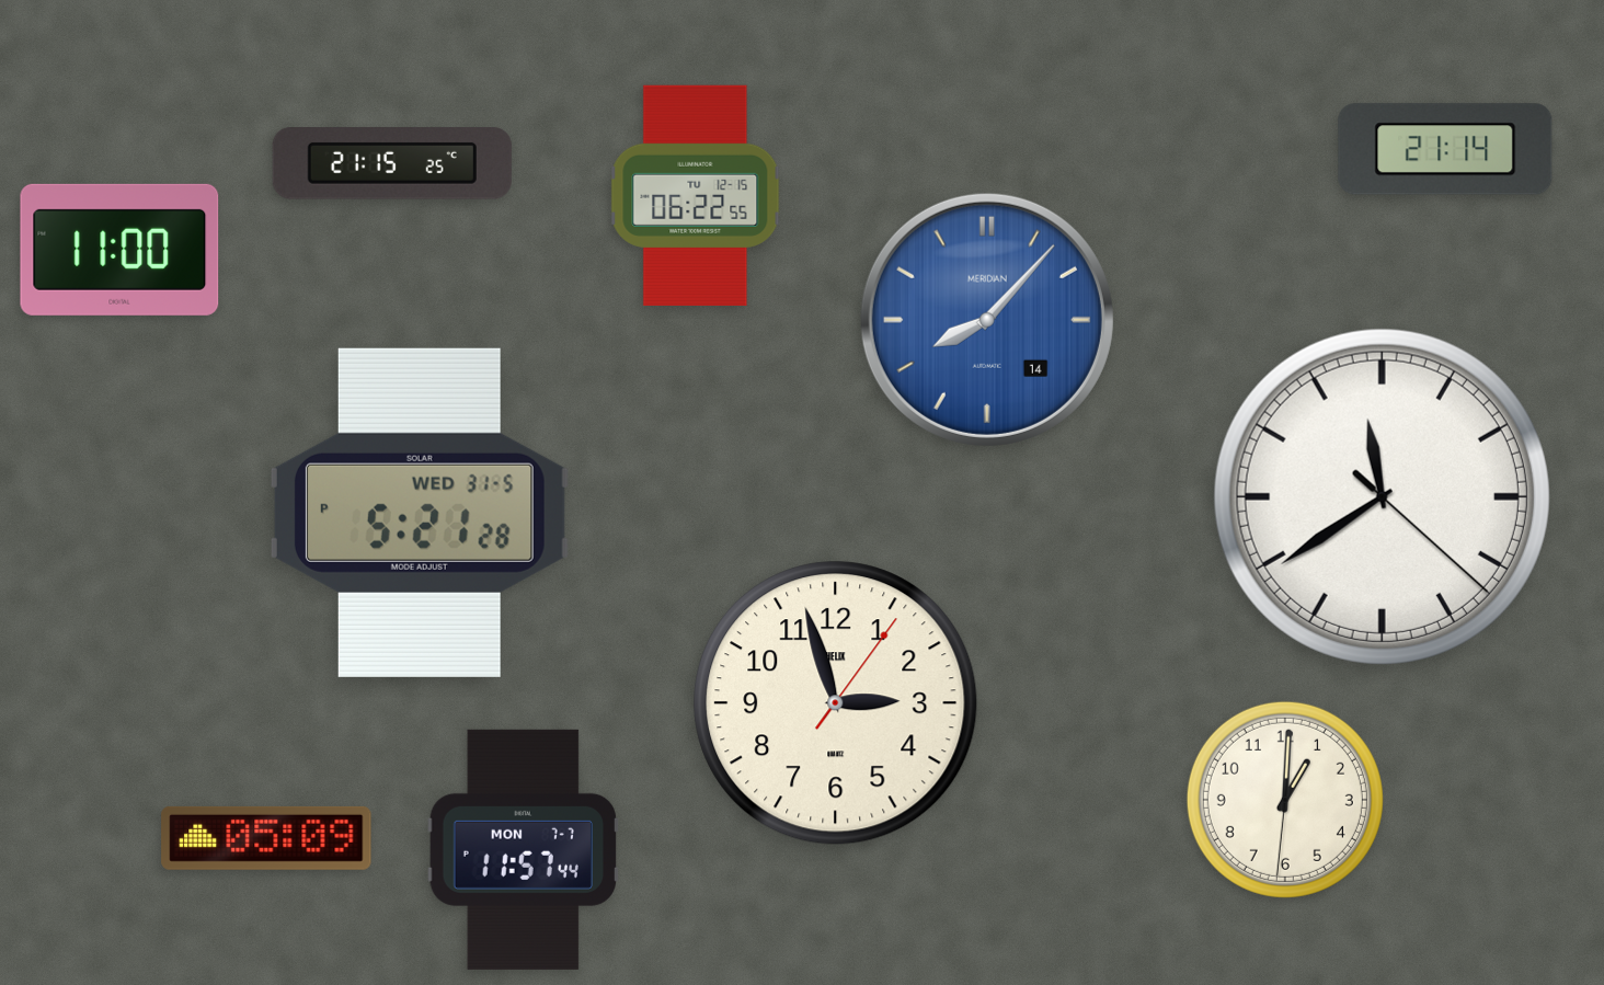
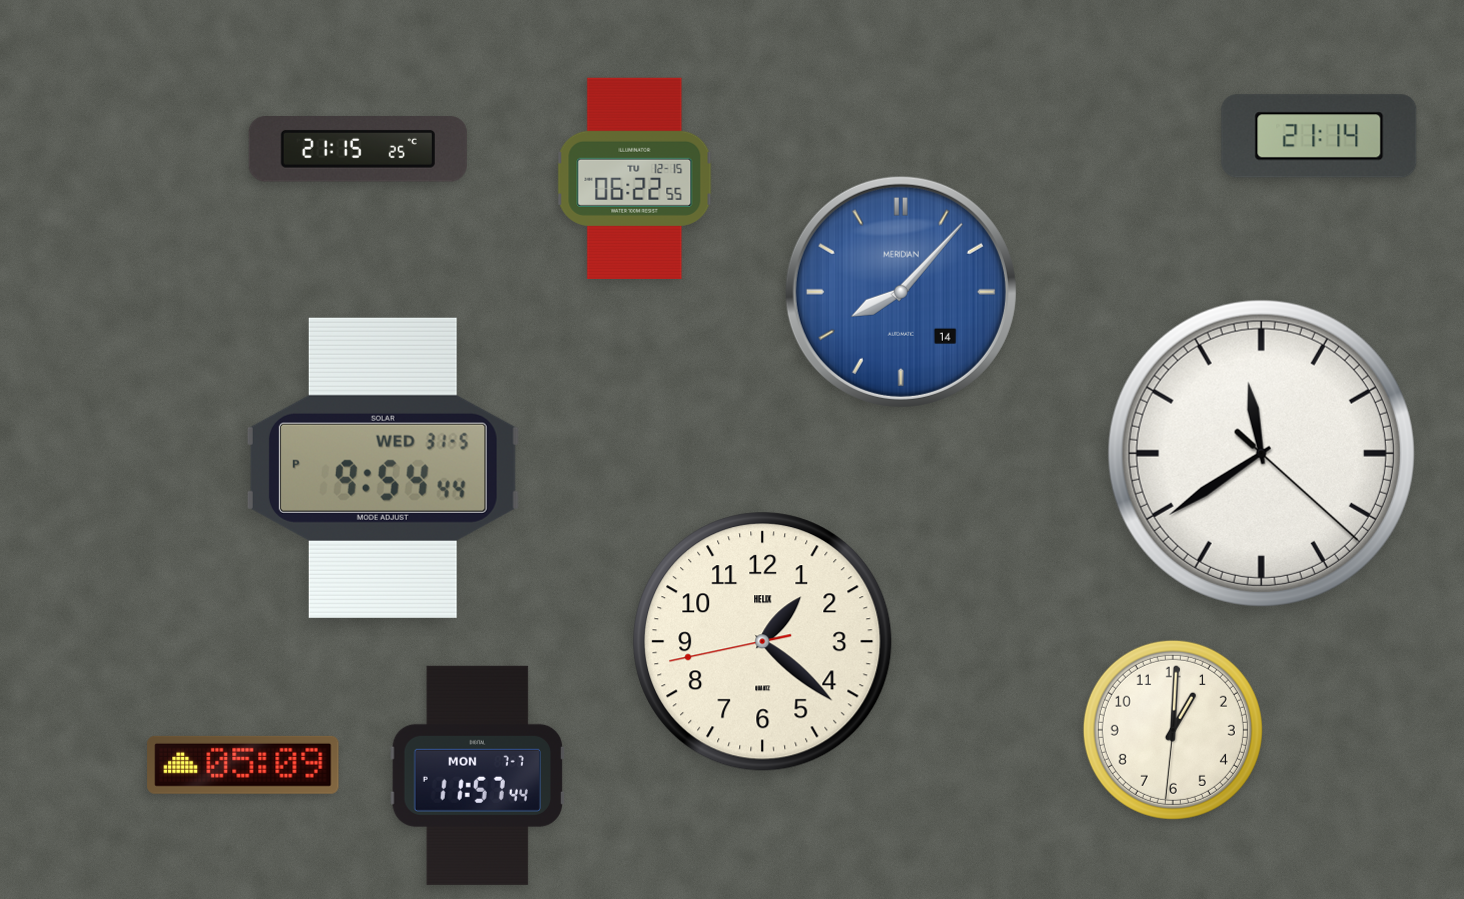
clock at (119, 250): 11:00 -> none
clock at (420, 513): 5:21 -> 9:54
clock at (836, 703): 2:57 -> 1:21
